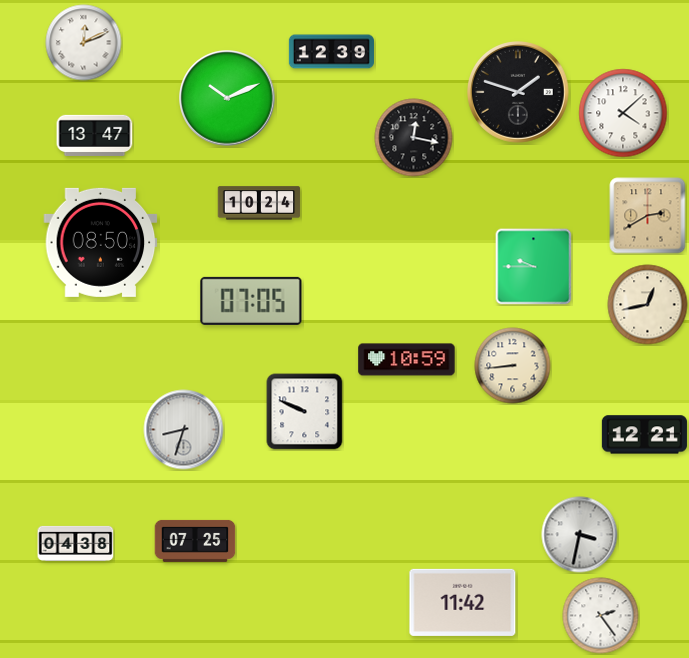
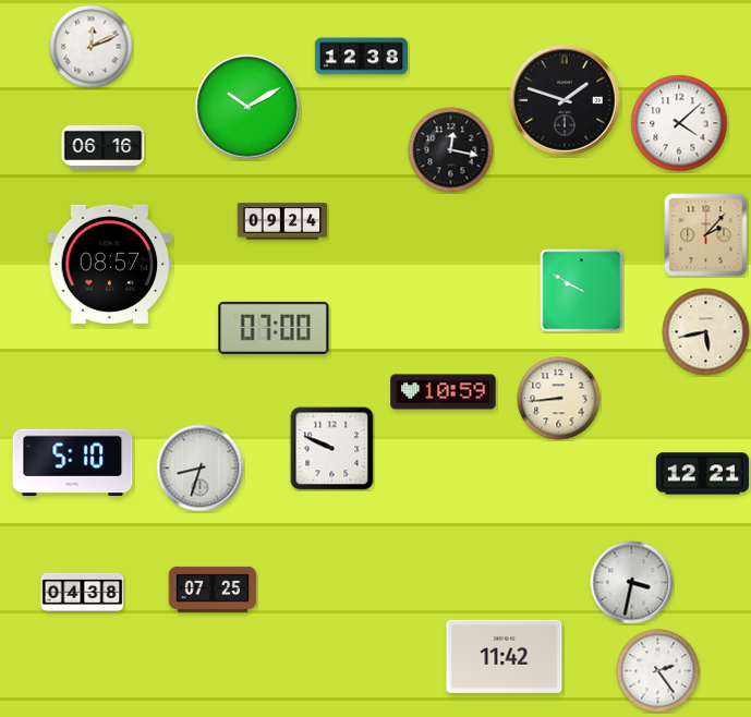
clock at (331, 52): 12:39 -> 12:38
clock at (227, 98): 10:11 -> 10:10
clock at (95, 135): 13:47 -> 06:16
clock at (259, 203): 10:24 -> 09:24
clock at (648, 216): 2:40 -> 2:07
clock at (101, 242): 08:50 -> 08:57
clock at (534, 267): 9:45 -> 9:50
clock at (251, 301): 07:05 -> 07:00
clock at (648, 305): 12:43 -> 5:43
clock at (73, 462): none -> 5:10
clock at (601, 616) position: (601, 616) -> (658, 671)
